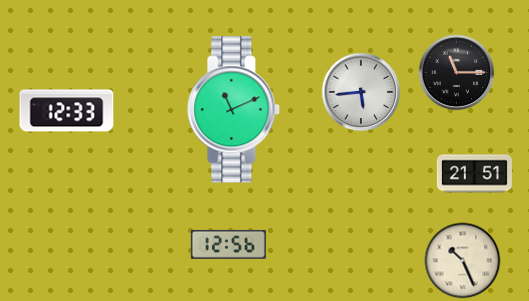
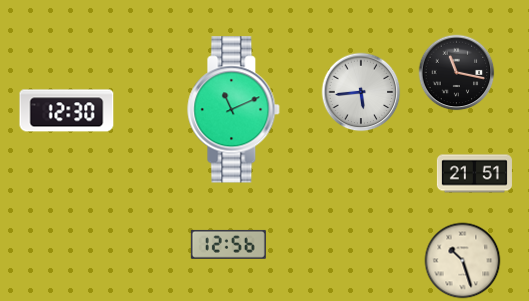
clock at (457, 73): 11:15 -> 11:17
clock at (67, 111): 12:33 -> 12:30
clock at (463, 261): 10:26 -> 10:27
